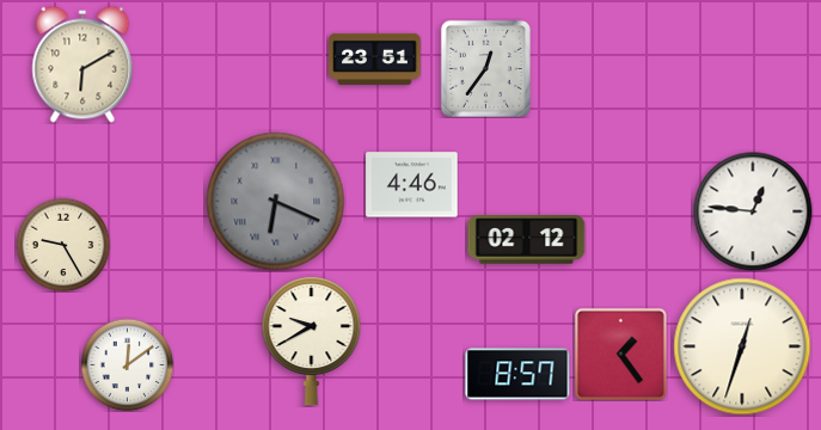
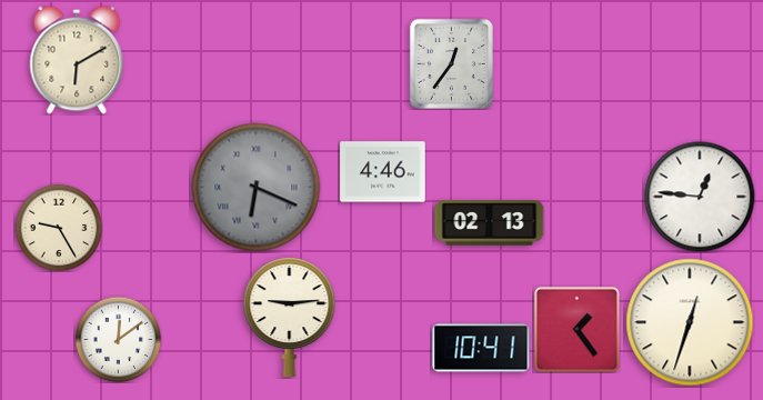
clock at (375, 59): 23:51 -> none
clock at (527, 240): 02:12 -> 02:13
clock at (312, 342): 9:40 -> 9:14
clock at (517, 374): 8:57 -> 10:41
